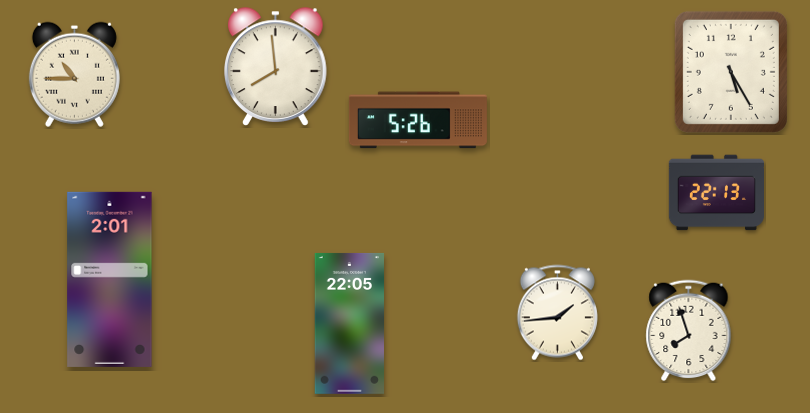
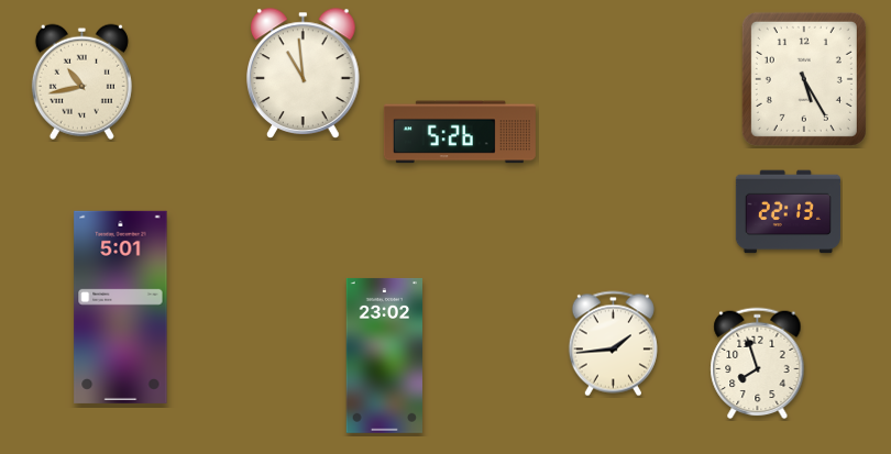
clock at (276, 67): 7:59 -> 10:59
clock at (74, 74): 10:45 -> 10:43
clock at (110, 279): 2:01 -> 5:01
clock at (350, 323): 22:05 -> 23:02
